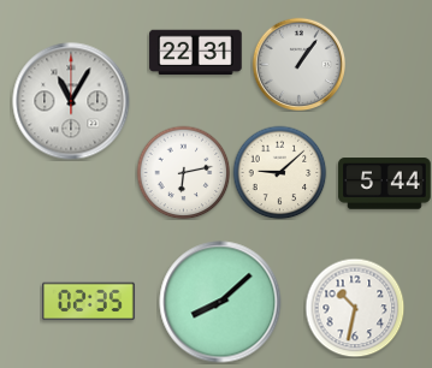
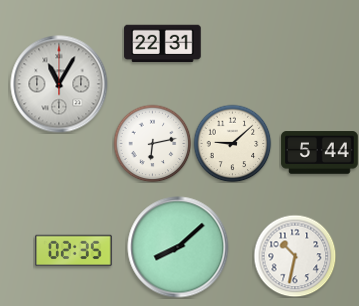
clock at (298, 64): 1:06 -> none
clock at (220, 302) position: (220, 302) -> (178, 247)
